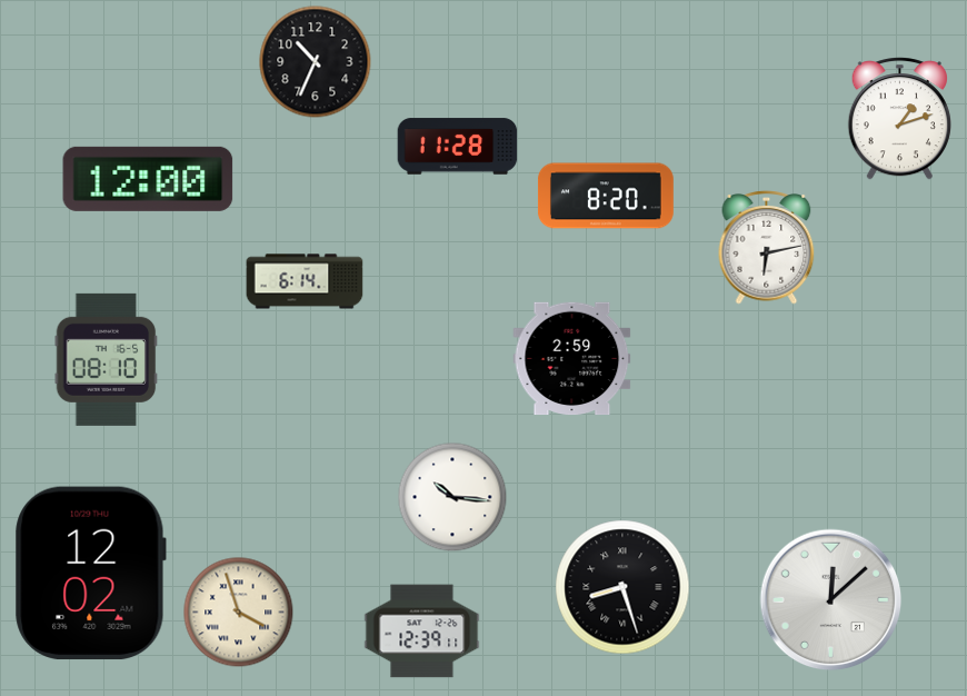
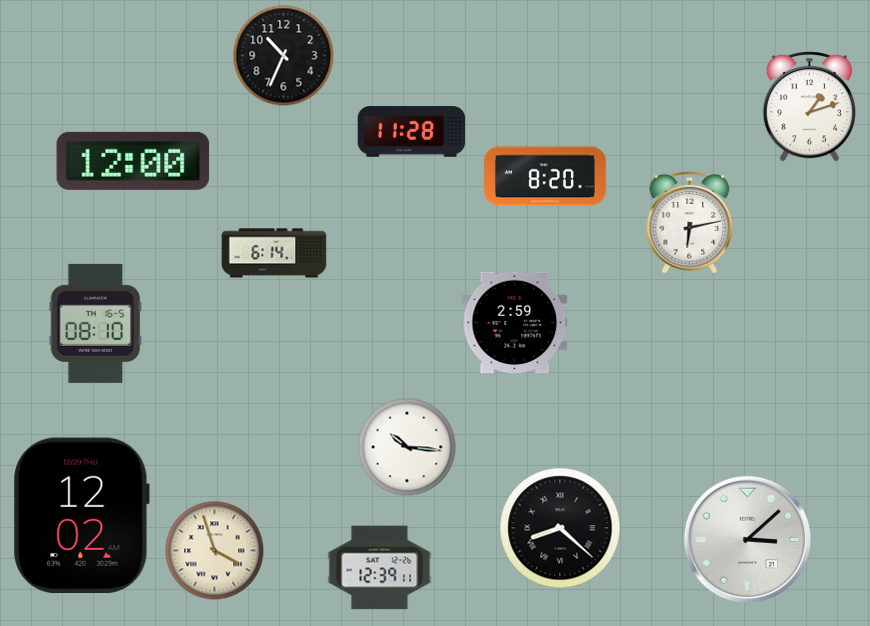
clock at (622, 587): 8:27 -> 8:22
clock at (831, 600): 12:08 -> 3:08
